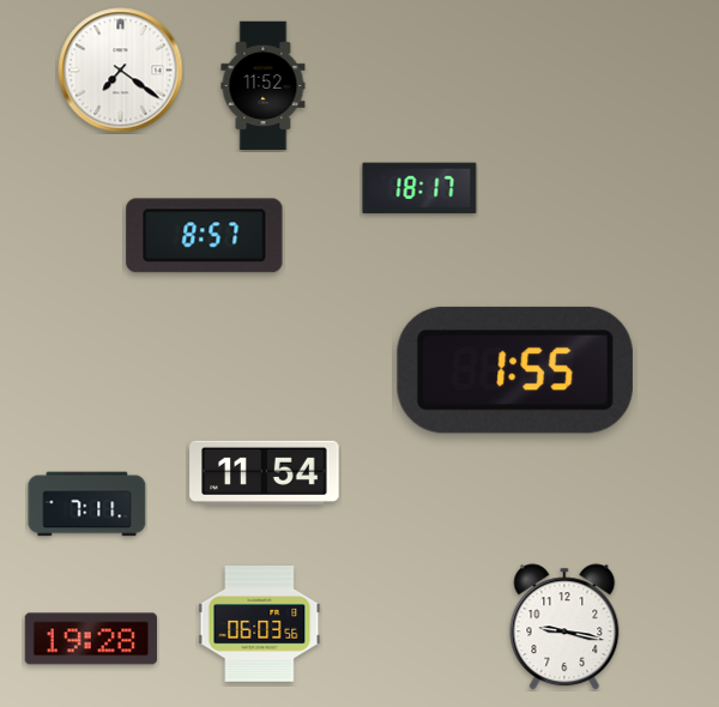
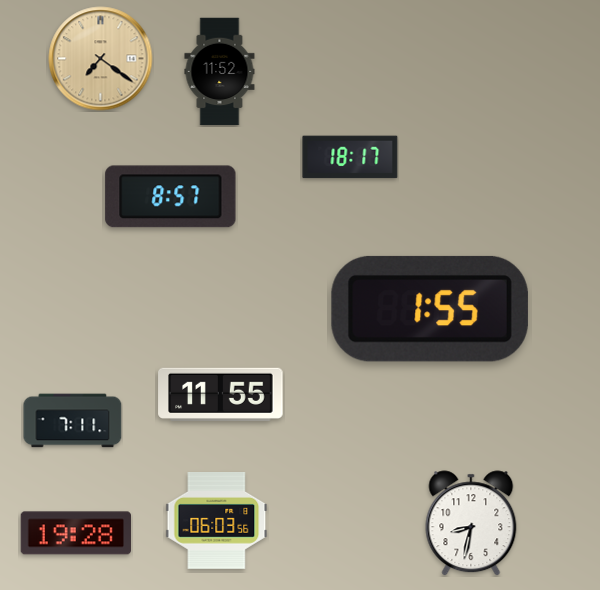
clock at (121, 71) dial: white -> champagne
clock at (265, 472): 11:54 -> 11:55
clock at (564, 627): 9:17 -> 8:32
